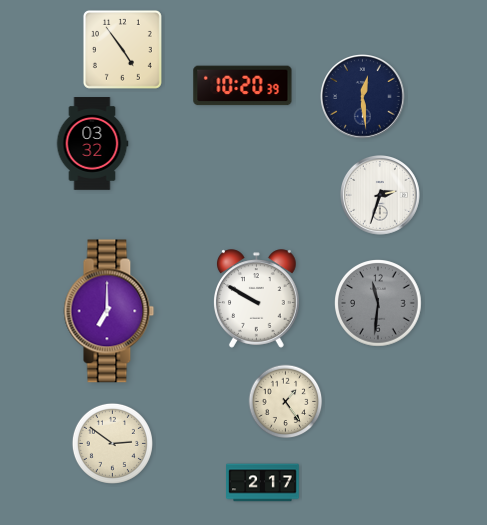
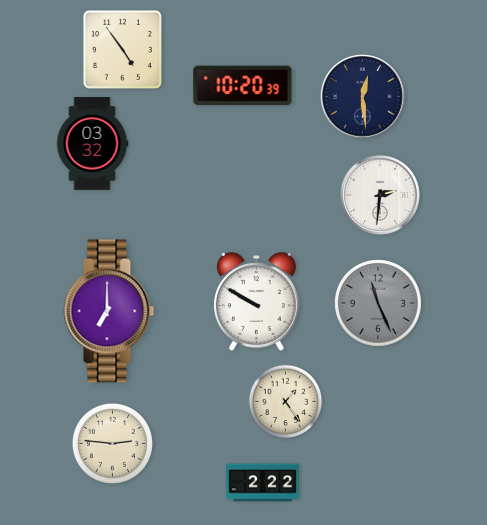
clock at (381, 196): 2:33 -> 2:31
clock at (257, 299) position: (257, 299) -> (257, 302)
clock at (379, 304): 11:31 -> 11:26
clock at (112, 443): 2:51 -> 2:46
clock at (263, 483): 2:17 -> 2:22
